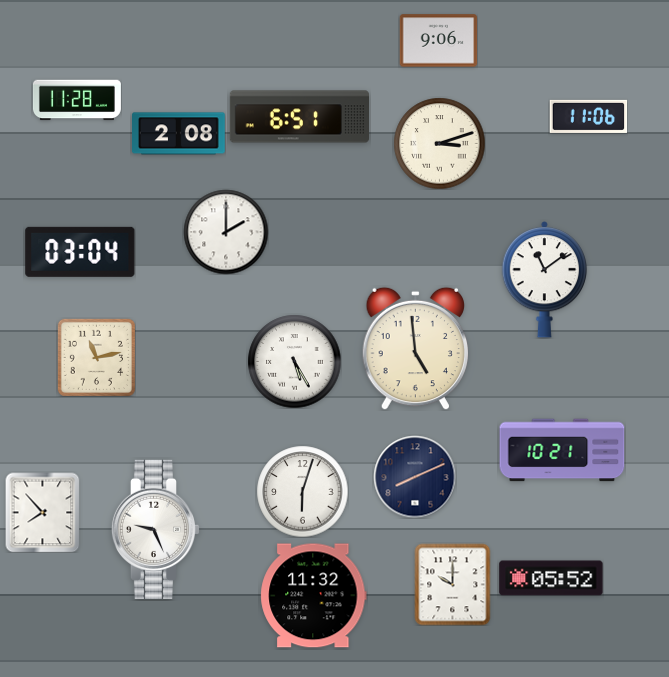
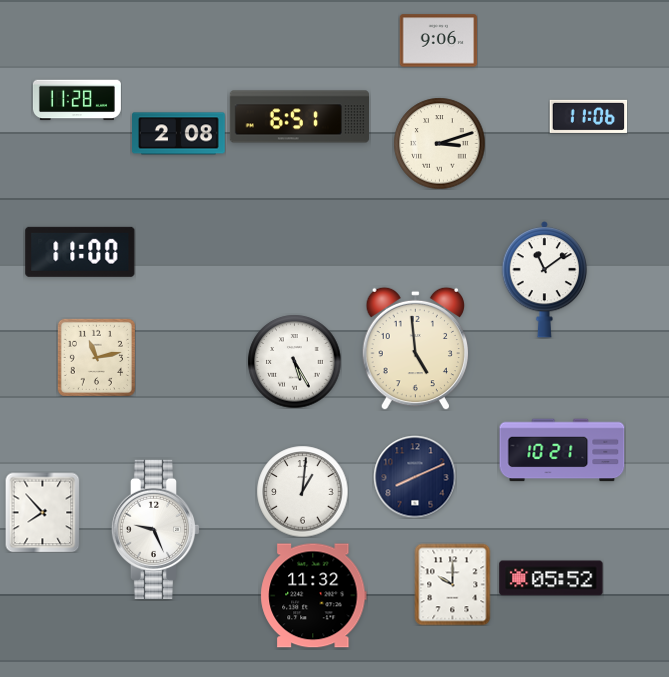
clock at (226, 232): 2:00 -> none
clock at (80, 252): 03:04 -> 11:00
clock at (302, 491): 6:03 -> 1:01
